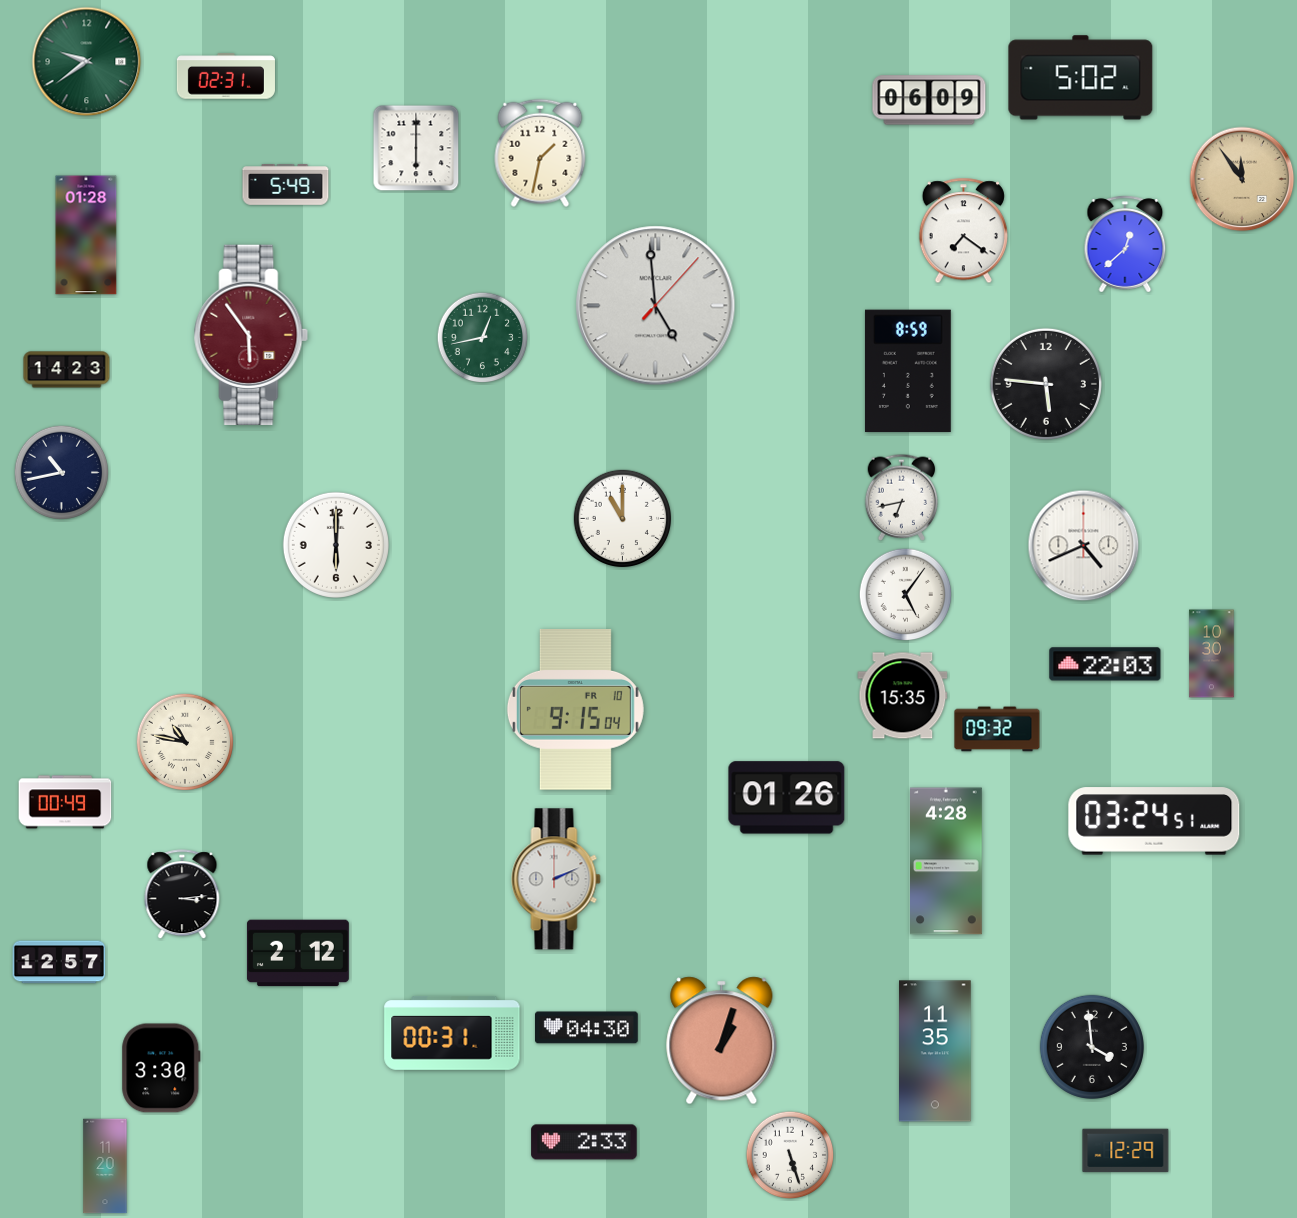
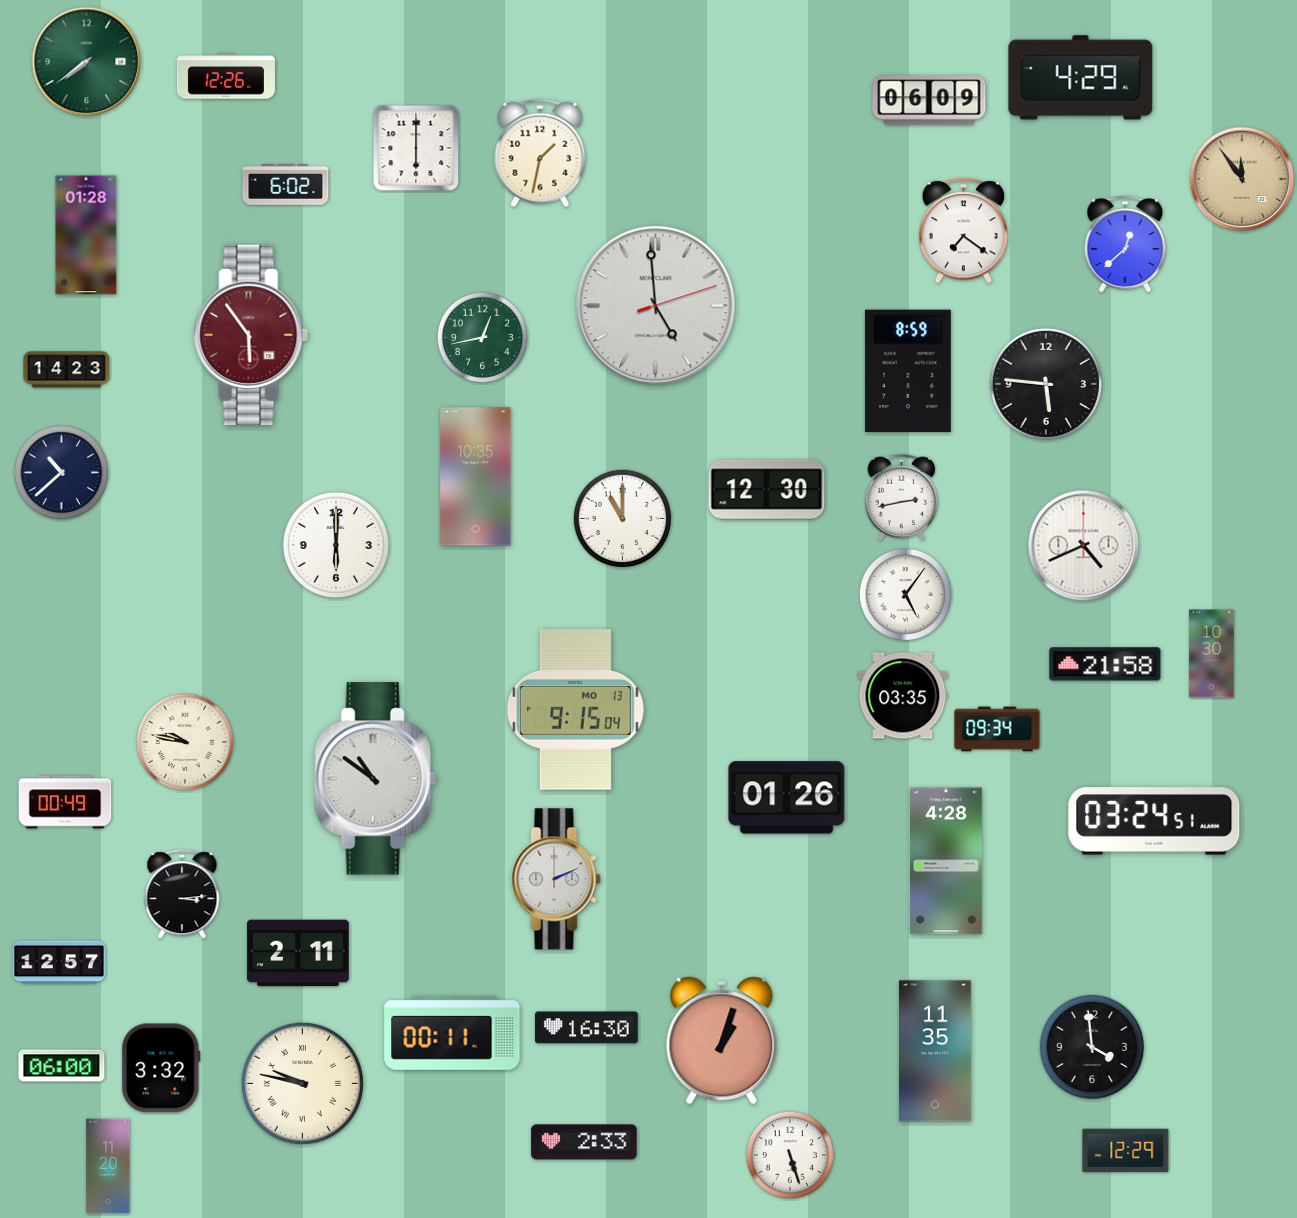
clock at (87, 62): 9:39 -> 7:39
clock at (226, 76): 02:31 -> 12:26
clock at (1081, 78): 5:02 -> 4:29
clock at (286, 185): 5:49 -> 6:02
clock at (656, 306): 4:59:07 -> 4:59:12
clock at (62, 473): 10:43 -> 10:38
clock at (476, 477): none -> 10:35
clock at (767, 490): none -> 12:30
clock at (902, 497): 6:43 -> 2:43
clock at (1105, 664): 22:03 -> 21:58
clock at (903, 696): 15:35 -> 03:35
clock at (575, 710) date: FR 10 -> MO 13
clock at (997, 729): 09:32 -> 09:34
clock at (184, 741): 10:47 -> 9:47
clock at (375, 779): none -> 10:51
clock at (298, 953): 2:12 -> 2:11
clock at (587, 1028): 04:30 -> 16:30
clock at (452, 1034): 00:31 -> 00:11
clock at (62, 1066): none -> 06:00
clock at (161, 1068): 3:30 -> 3:32
clock at (302, 1083): none -> 9:47
clock at (105, 1166) position: (105, 1166) -> (108, 1166)
